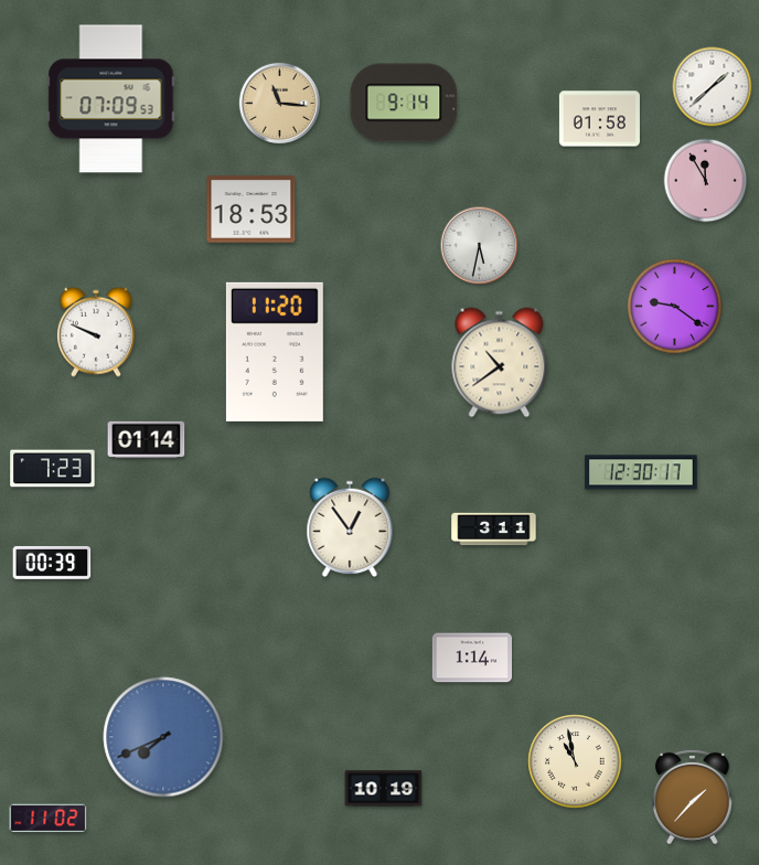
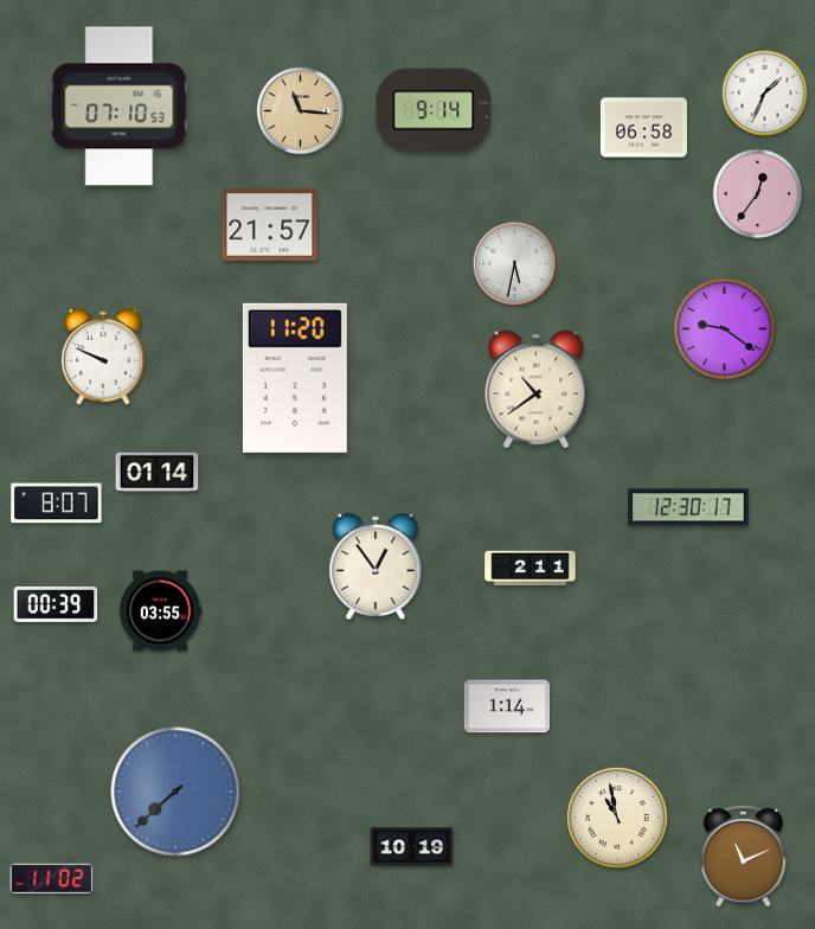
clock at (713, 87): 1:38 -> 1:34
clock at (111, 99): 07:09 -> 07:10
clock at (599, 119): 01:58 -> 06:58
clock at (706, 181): 11:55 -> 12:36
clock at (252, 210): 18:53 -> 21:57
clock at (53, 469): 7:23 -> 8:07
clock at (494, 530): 3:11 -> 2:11
clock at (160, 611): none -> 03:55
clock at (163, 737): 7:41 -> 7:38
clock at (693, 797): 1:37 -> 11:11
